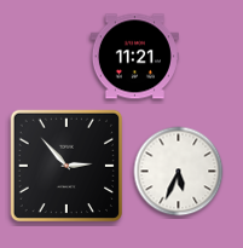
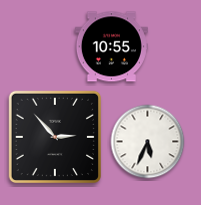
clock at (134, 57): 11:21 -> 10:55
